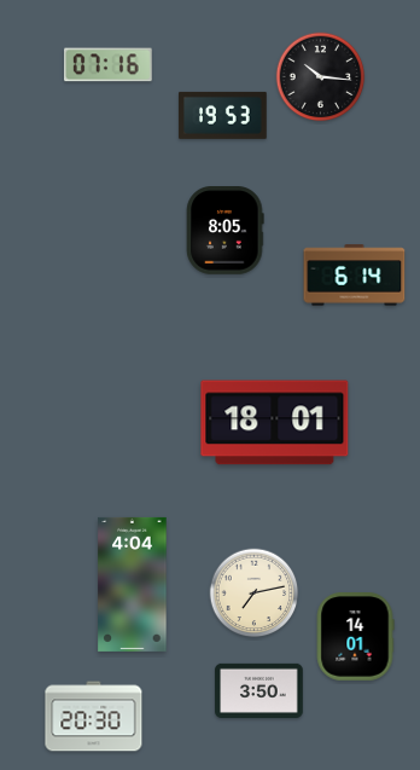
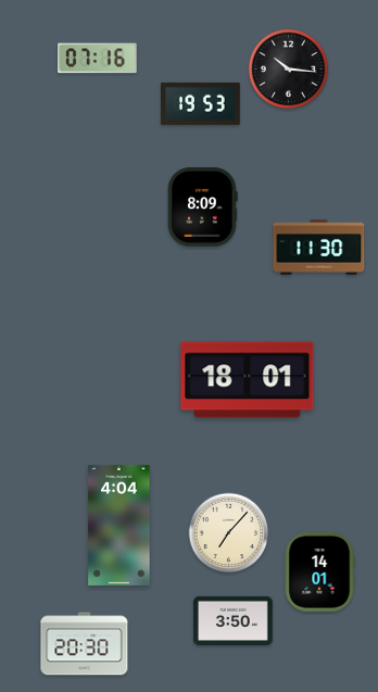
clock at (226, 231): 8:05 -> 8:09
clock at (355, 276): 6:14 -> 11:30
clock at (255, 594): 7:13 -> 7:07
